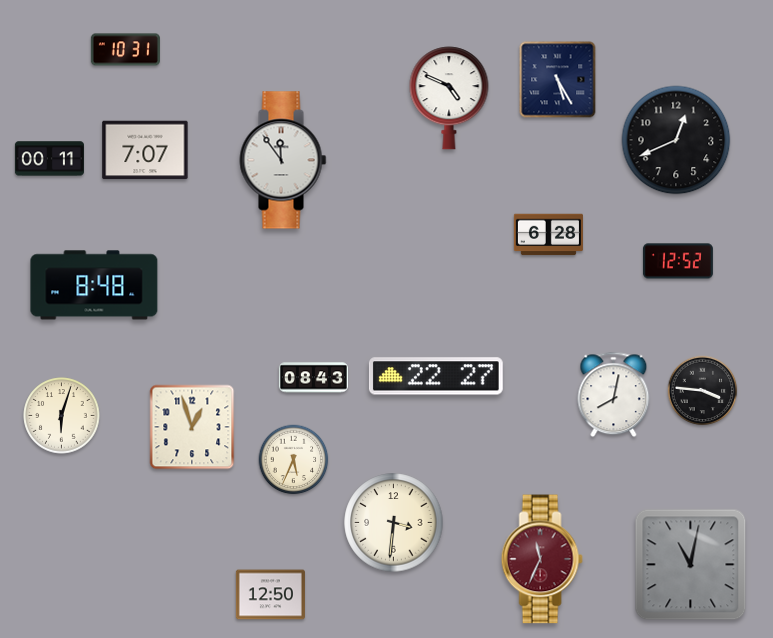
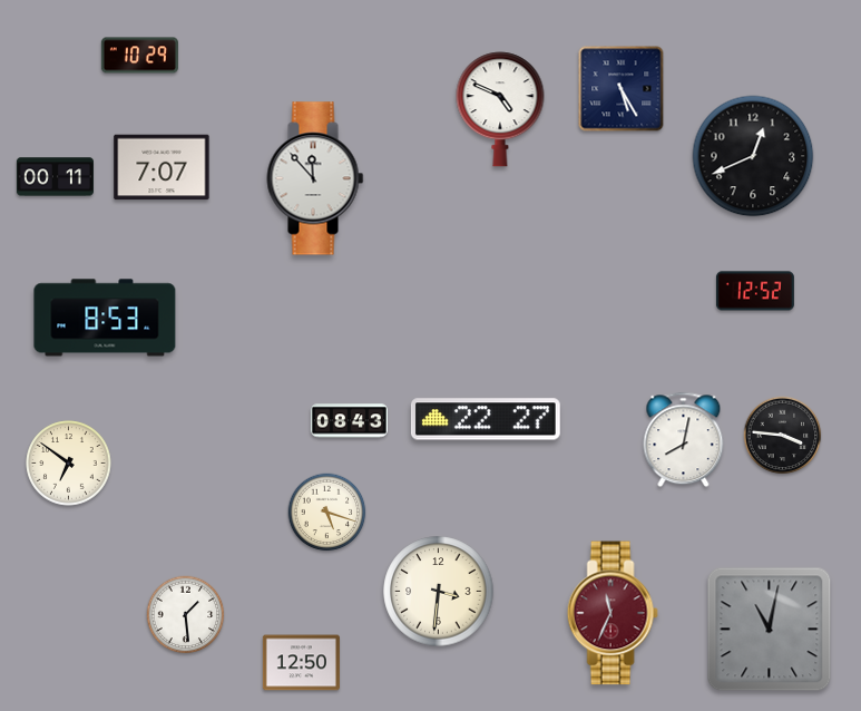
clock at (125, 50): 10:31 -> 10:29
clock at (283, 160): 11:54 -> 11:53
clock at (548, 235): 6:28 -> none
clock at (94, 285): 8:48 -> 8:53
clock at (62, 416): 6:03 -> 6:51
clock at (192, 427): 12:57 -> none
clock at (294, 460): 5:34 -> 5:18
clock at (394, 523) position: (394, 523) -> (439, 592)
clock at (186, 615): none -> 1:29
clock at (542, 559) position: (542, 559) -> (613, 613)
